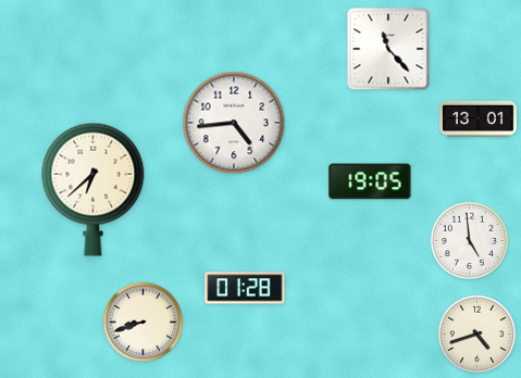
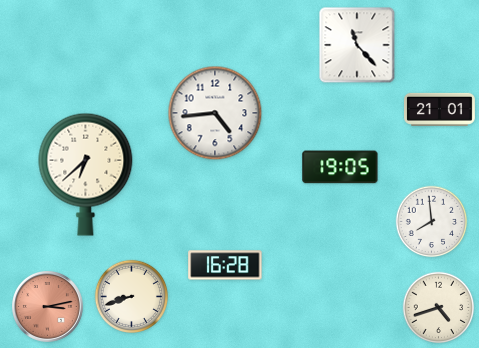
clock at (479, 118): 13:01 -> 21:01
clock at (470, 241): 4:59 -> 7:59
clock at (245, 288): 01:28 -> 16:28
clock at (48, 307): none -> 3:13
